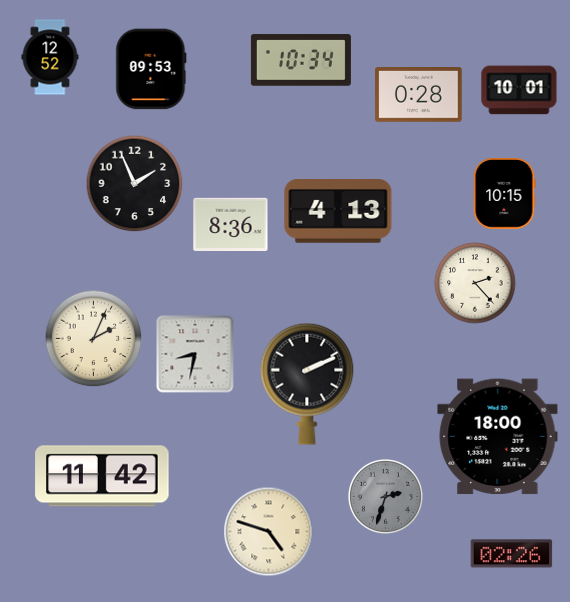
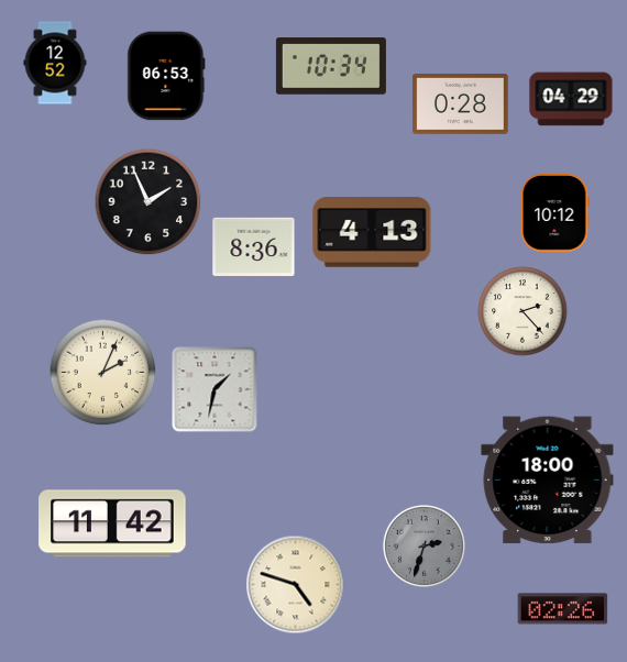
clock at (151, 69): 09:53 -> 06:53
clock at (519, 90): 10:01 -> 04:29
clock at (504, 194): 10:15 -> 10:12
clock at (195, 354): 8:32 -> 1:32
clock at (307, 384): 2:11 -> none
